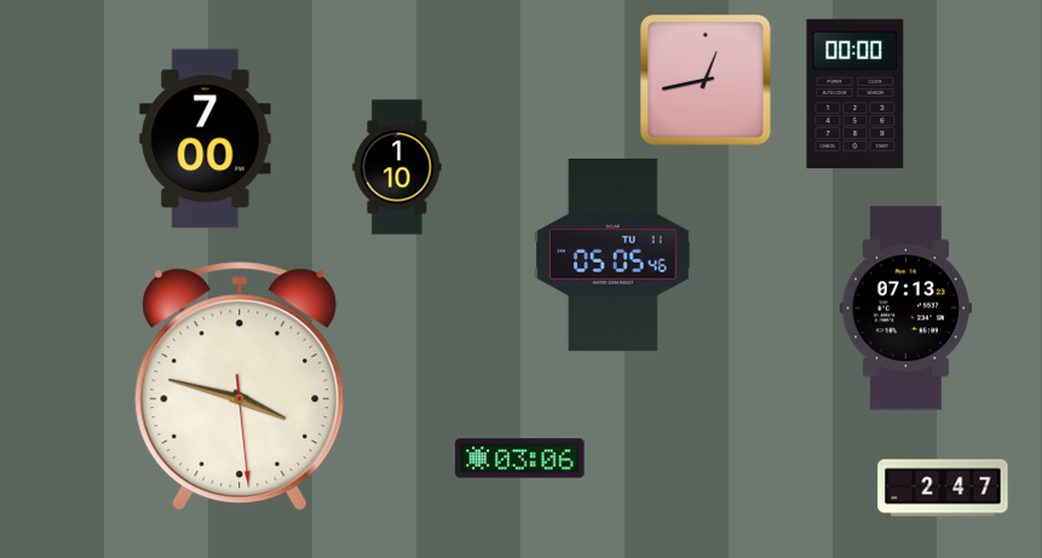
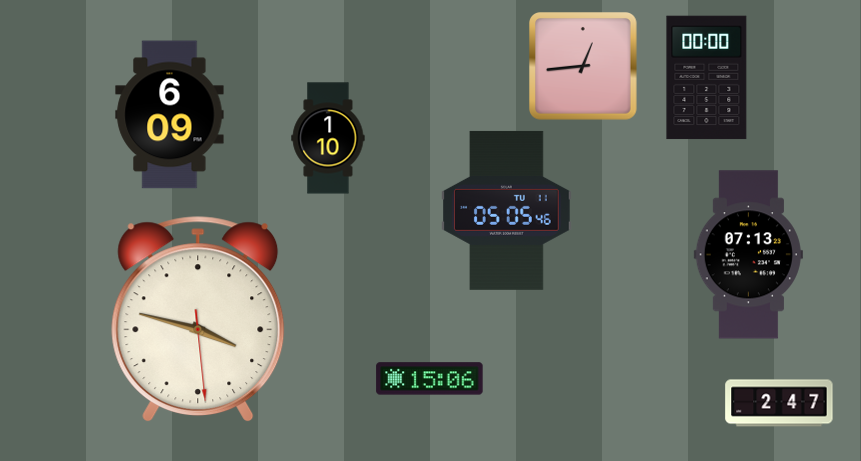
clock at (707, 81): 12:43 -> 12:44
clock at (206, 139): 7:00 -> 6:09
clock at (520, 459): 03:06 -> 15:06
